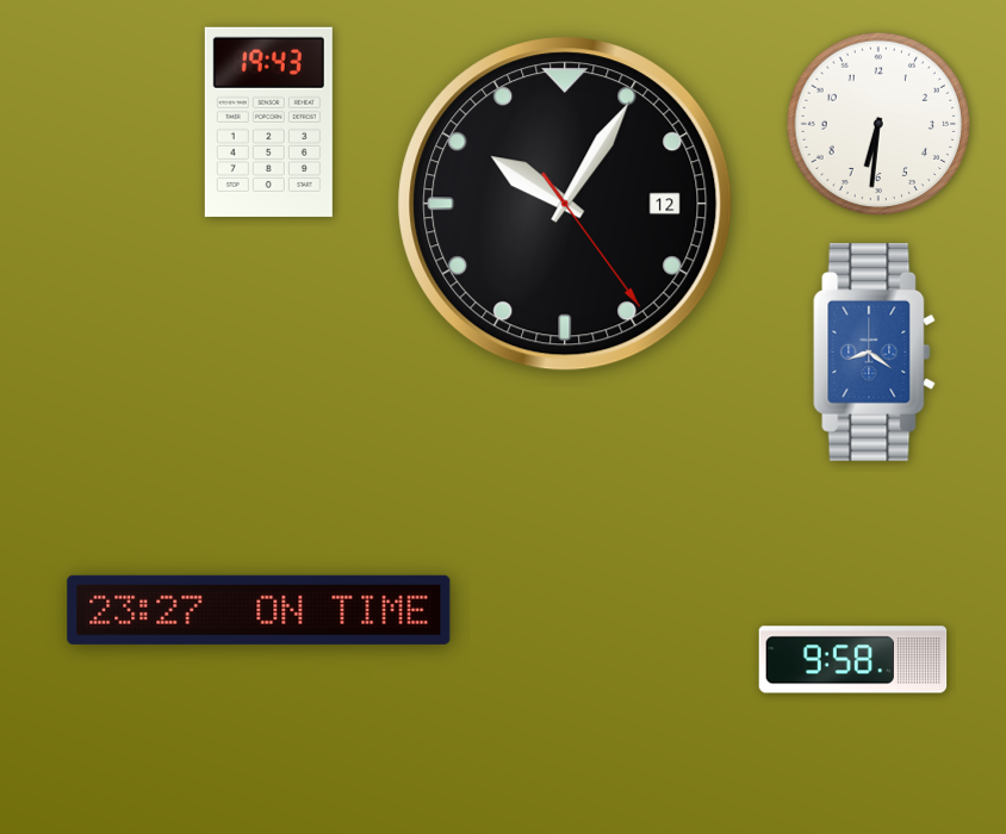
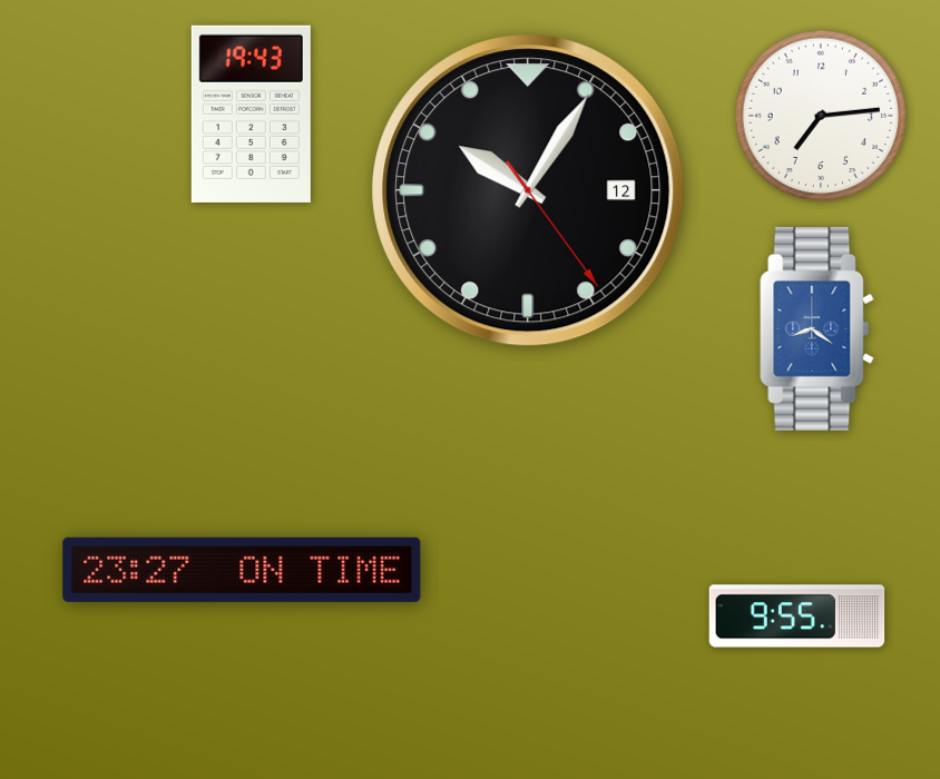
clock at (878, 124): 6:31 -> 7:14
clock at (853, 660): 9:58 -> 9:55
